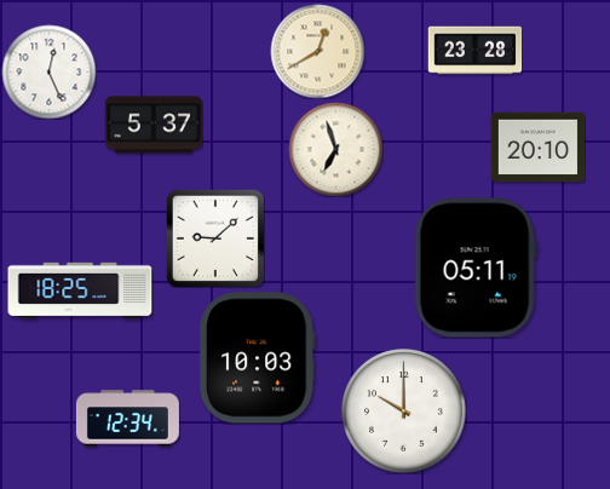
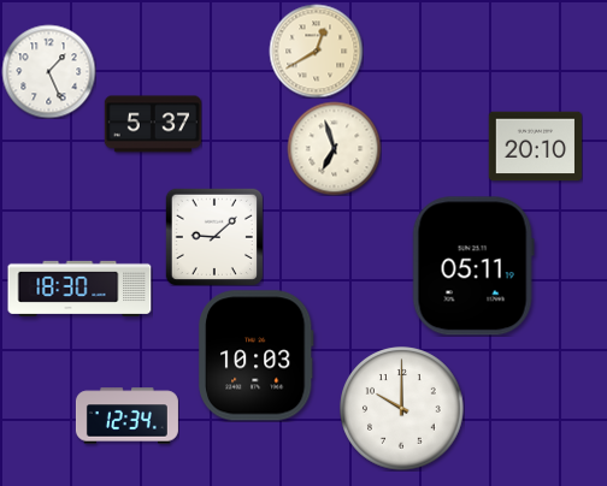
clock at (474, 51): 23:28 -> none
clock at (48, 71): 12:26 -> 1:26
clock at (80, 290): 18:25 -> 18:30
